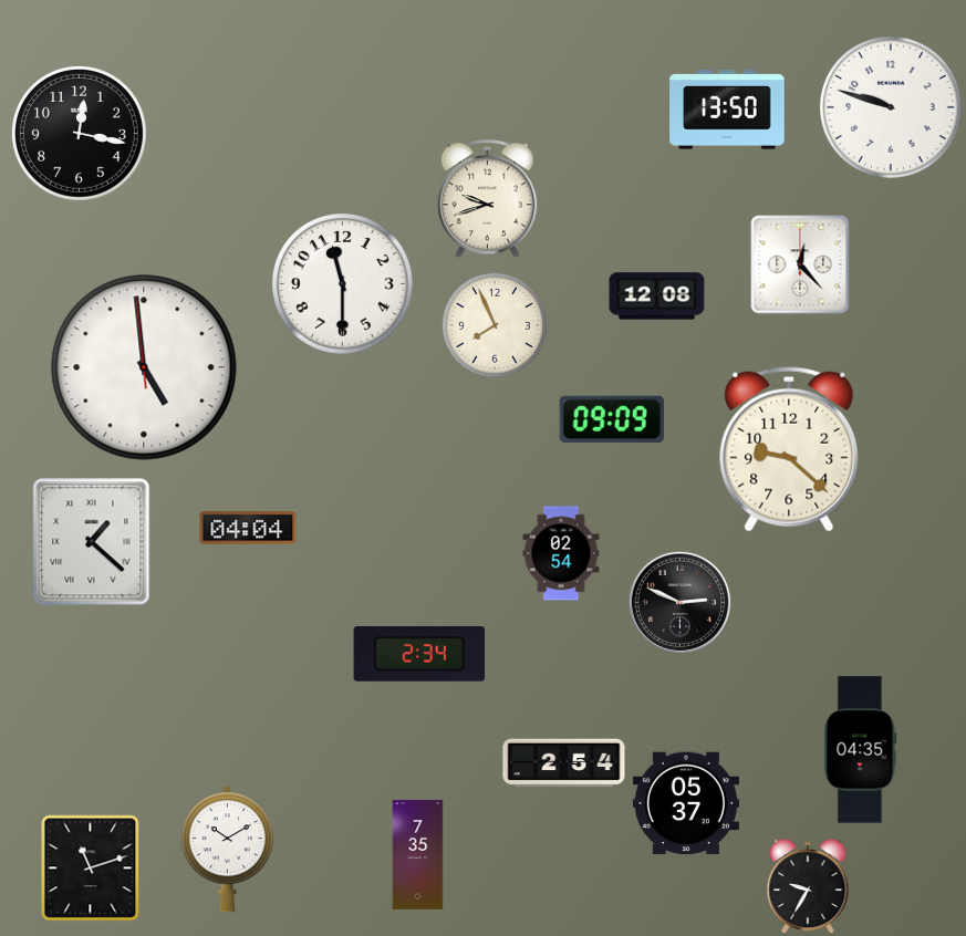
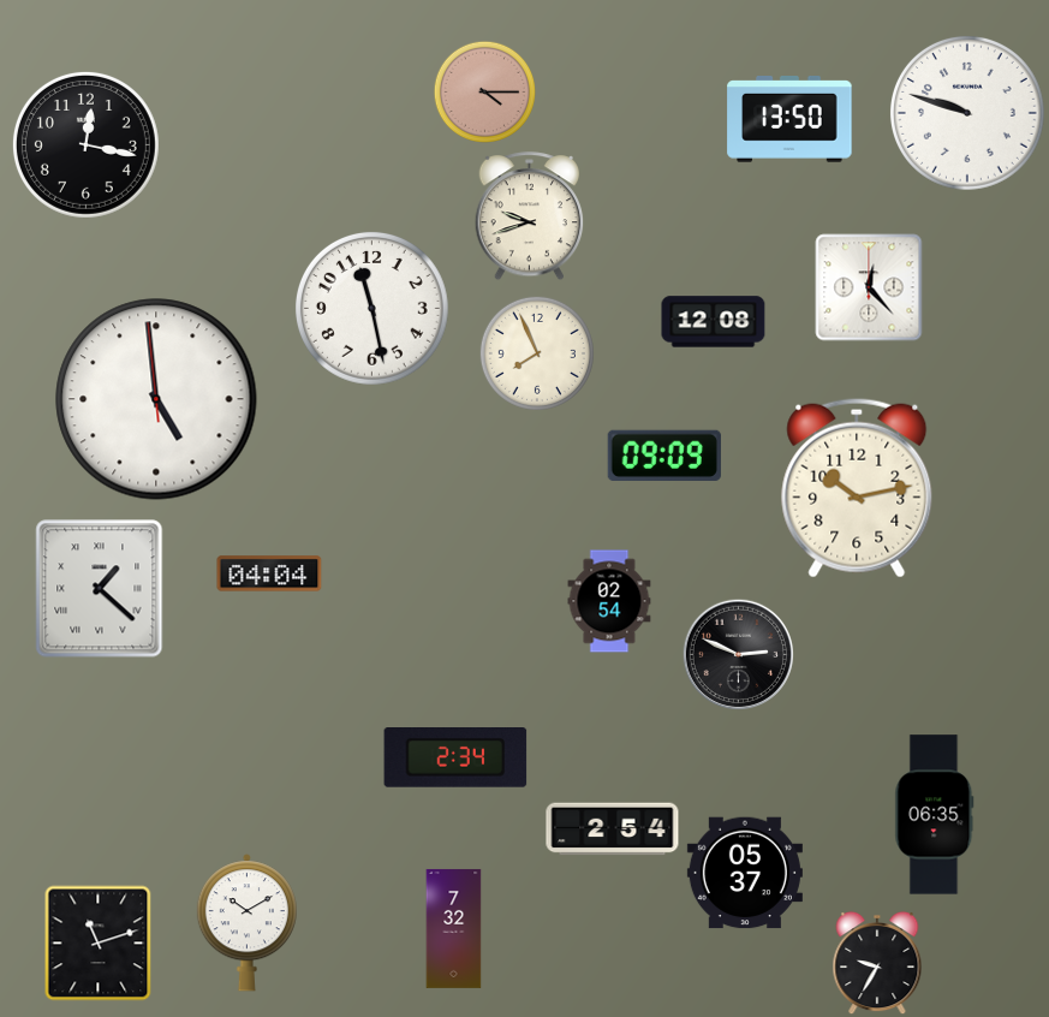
clock at (484, 91): none -> 4:15
clock at (891, 107) position: (891, 107) -> (967, 113)
clock at (342, 283): 11:30 -> 11:28
clock at (789, 449): 9:22 -> 10:13
clock at (419, 655) position: (419, 655) -> (455, 759)
clock at (861, 750): 04:35 -> 06:35
clock at (418, 854): 7:35 -> 7:32
